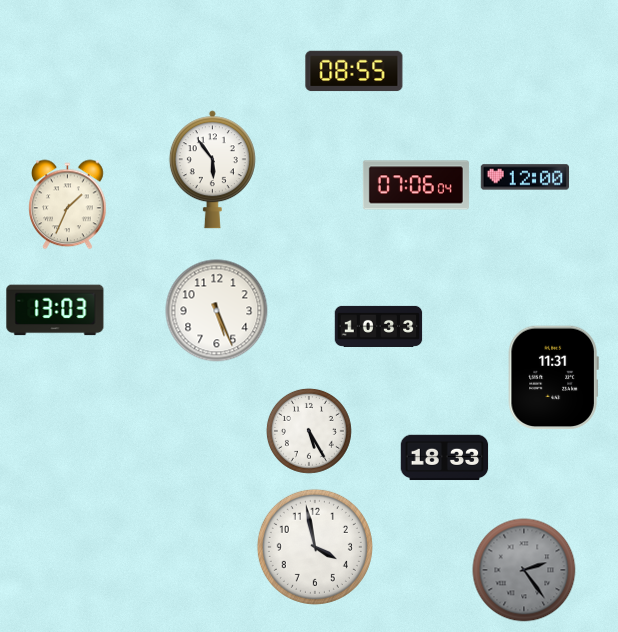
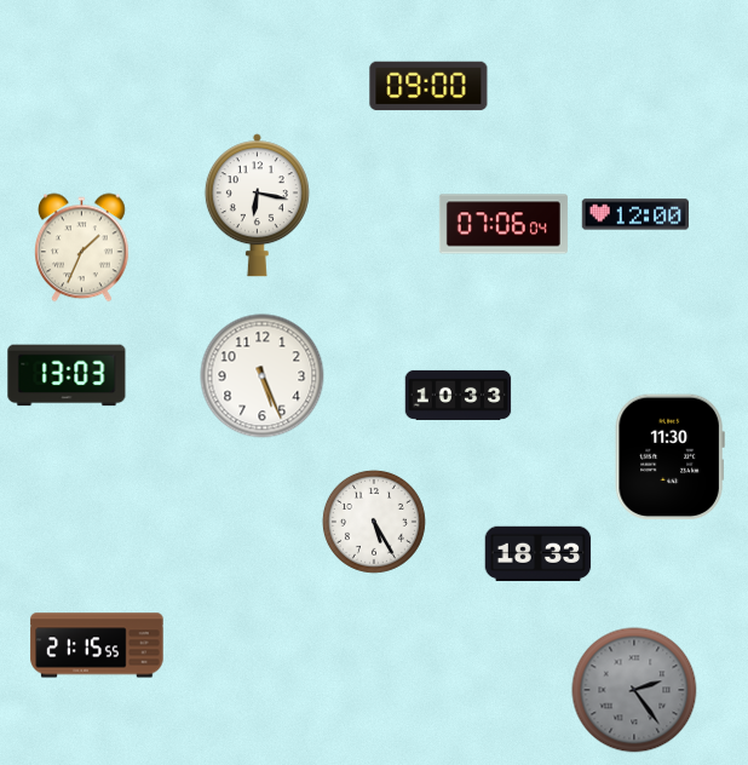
clock at (354, 71): 08:55 -> 09:00
clock at (212, 170): 5:54 -> 6:17
clock at (553, 378): 11:31 -> 11:30
clock at (97, 645): none -> 21:15
clock at (315, 547): 3:58 -> none
